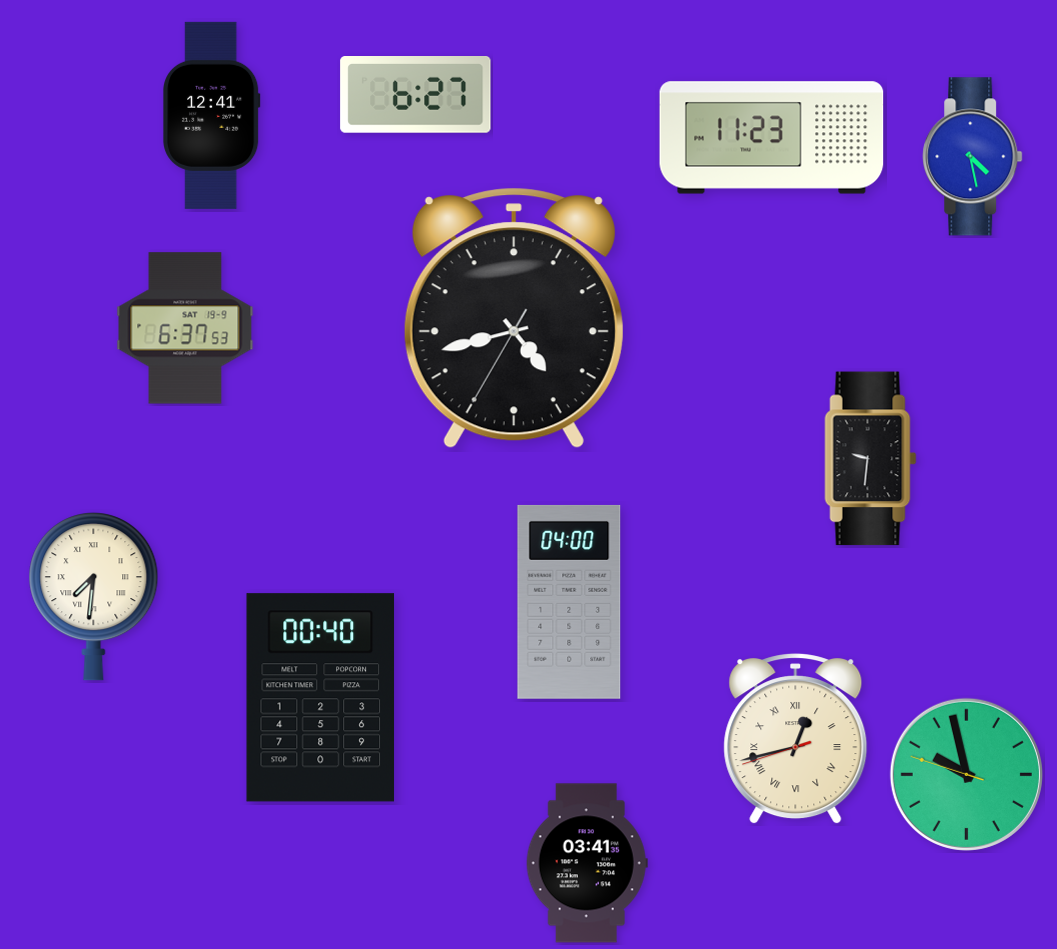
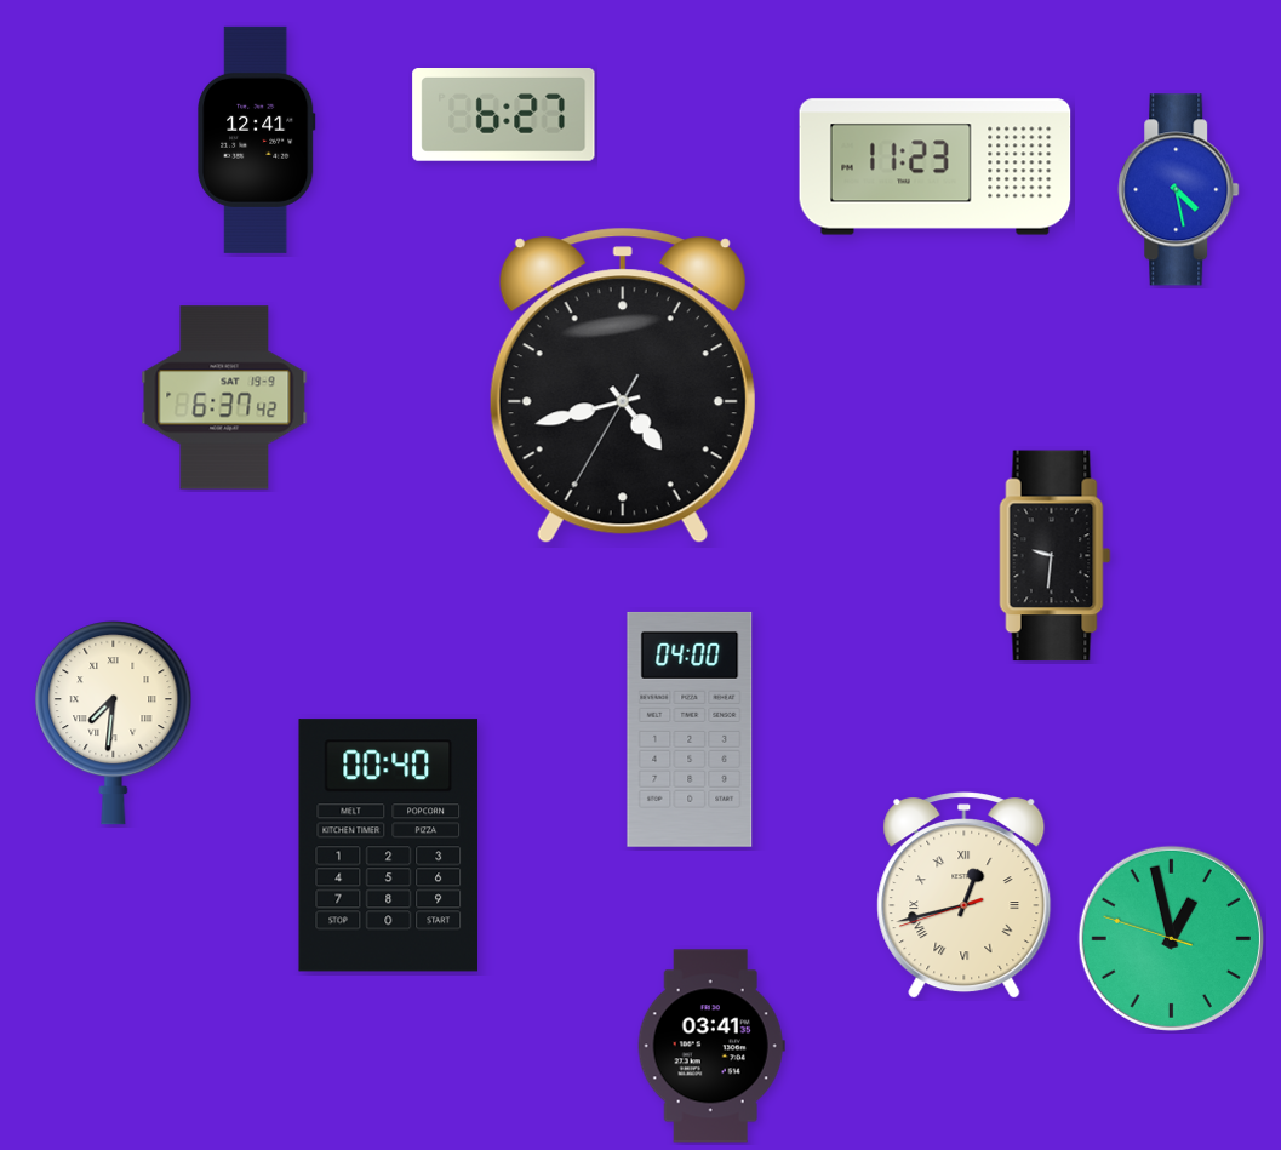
clock at (185, 328): 6:37:53 -> 6:37:42
clock at (966, 774): 9:57 -> 12:57
